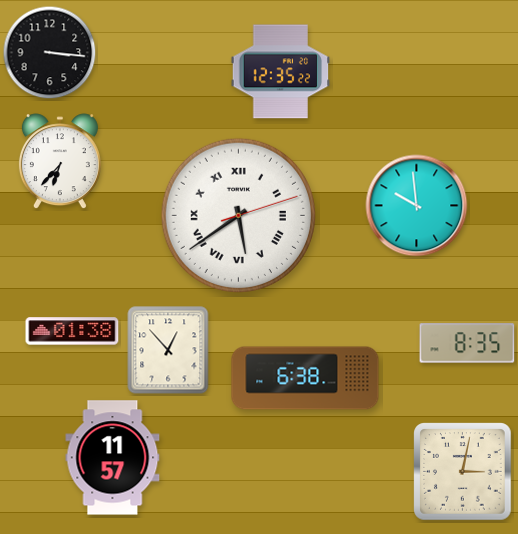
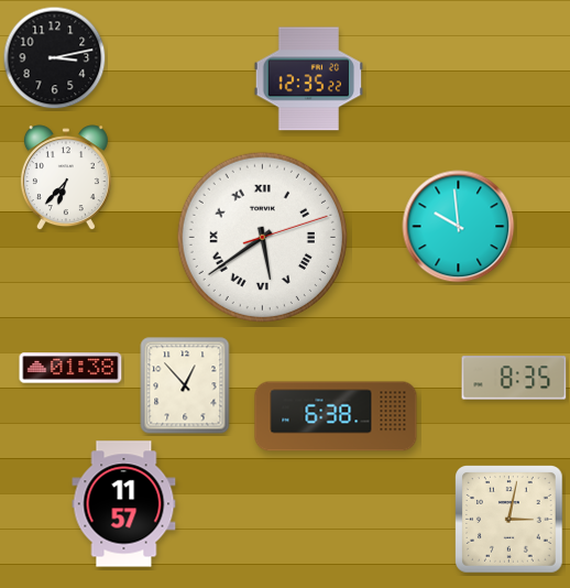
clock at (50, 53): 3:16 -> 3:13
clock at (72, 331) position: (72, 331) -> (70, 368)
